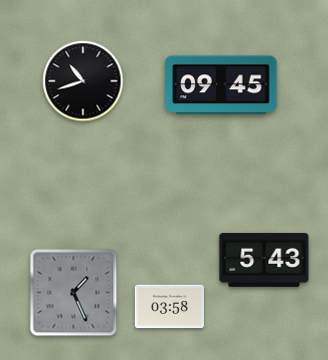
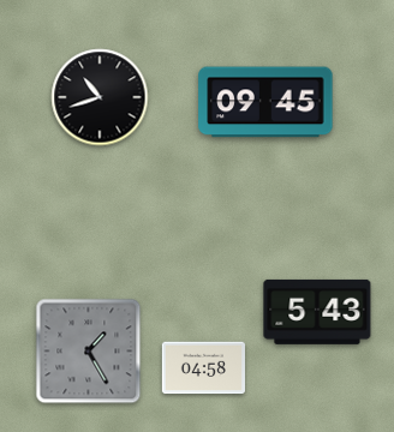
clock at (74, 293): 1:26 -> 1:25
clock at (169, 307): 03:58 -> 04:58
